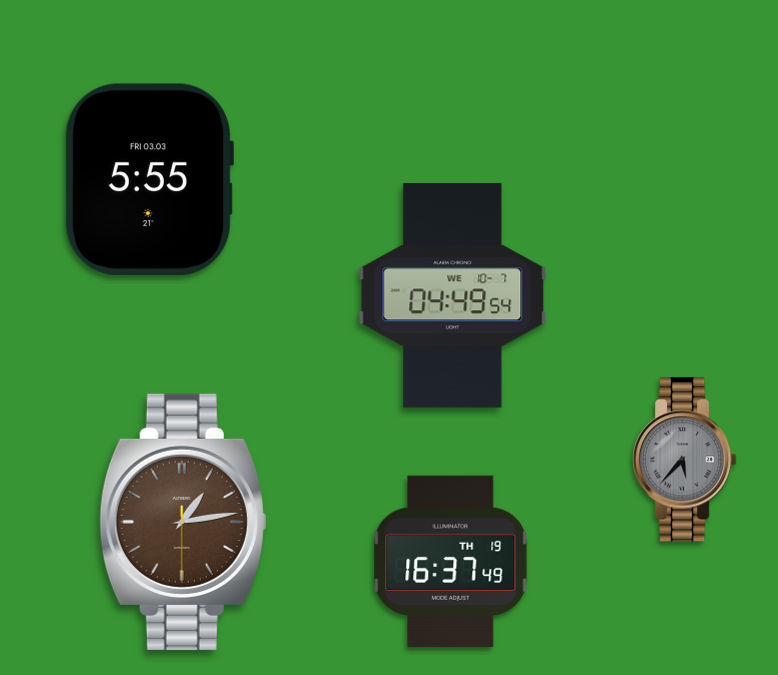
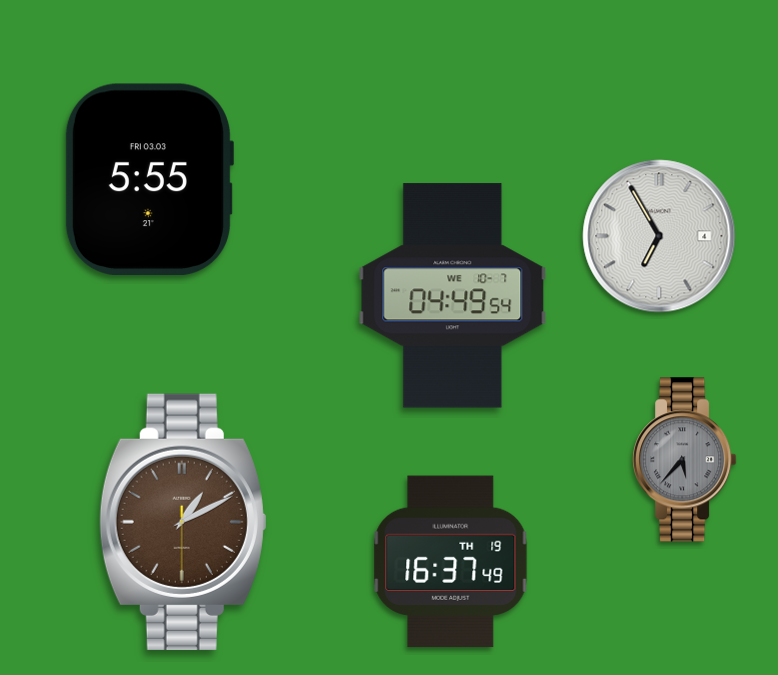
clock at (659, 236): none -> 6:55
clock at (183, 522): 1:13 -> 1:10
